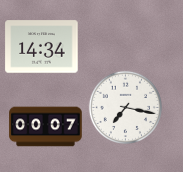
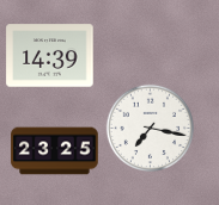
clock at (42, 47): 14:34 -> 14:39
clock at (46, 127): 00:07 -> 23:25
